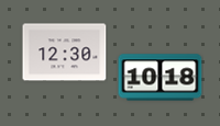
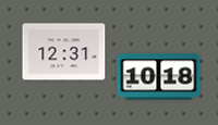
clock at (65, 53): 12:30 -> 12:31
